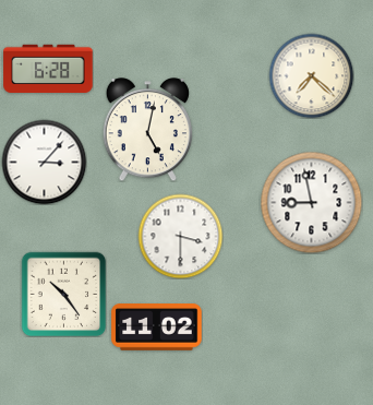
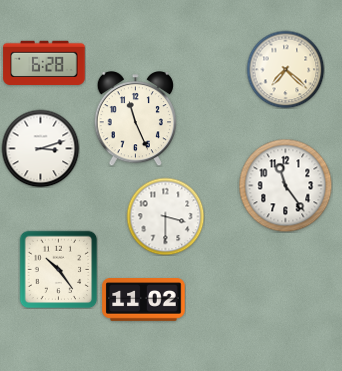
clock at (147, 130): 5:02 -> 11:26
clock at (44, 162): 3:07 -> 3:12
clock at (311, 202): 8:58 -> 11:24
